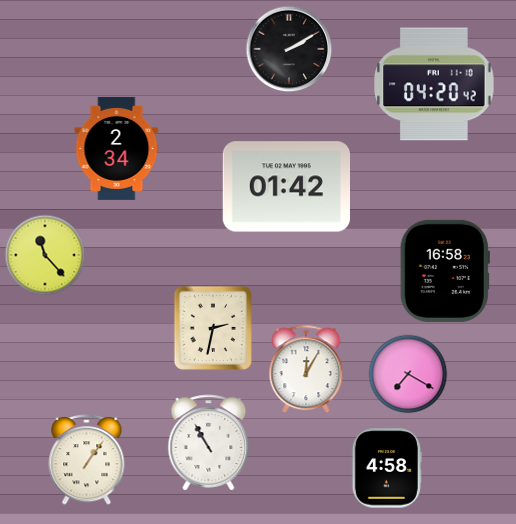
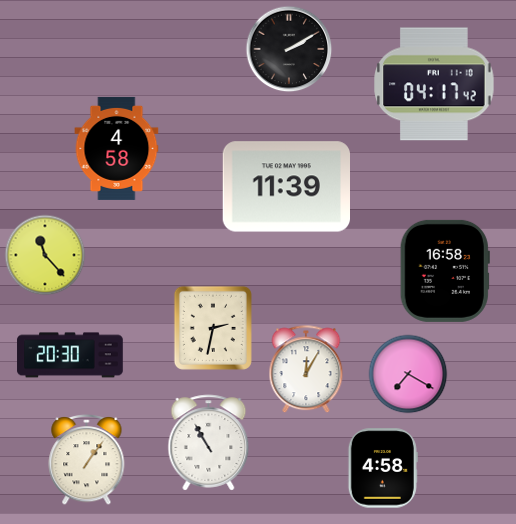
clock at (434, 84): 04:20 -> 04:17
clock at (117, 148): 2:34 -> 4:58
clock at (286, 187): 01:42 -> 11:39
clock at (70, 355): none -> 20:30
clock at (387, 468) position: (387, 468) -> (383, 468)
